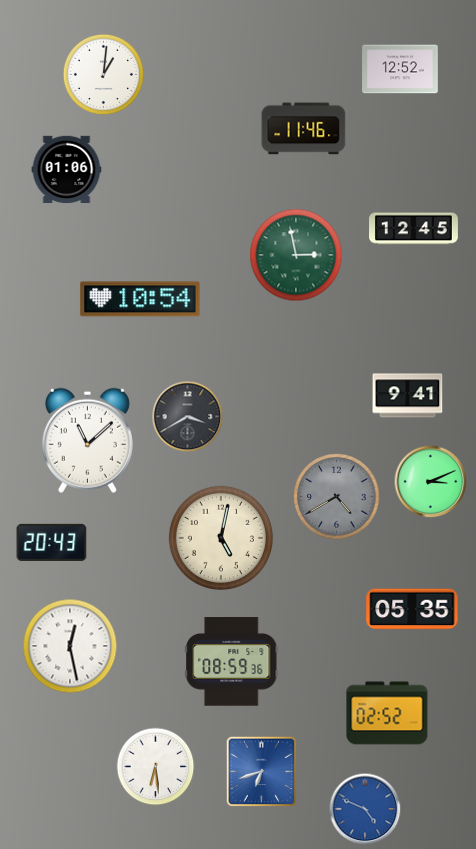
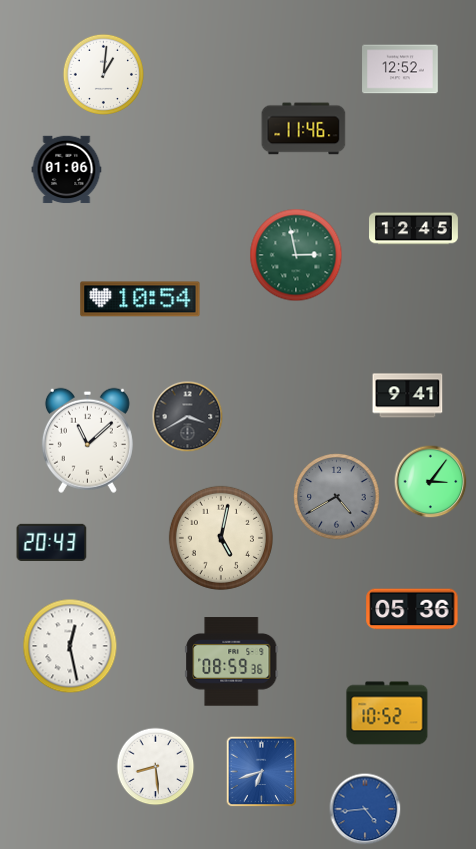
clock at (431, 482): 3:11 -> 3:06
clock at (412, 609): 05:35 -> 05:36
clock at (387, 713): 02:52 -> 10:52
clock at (156, 767): 6:29 -> 8:29
clock at (365, 809): 4:49 -> 4:44
